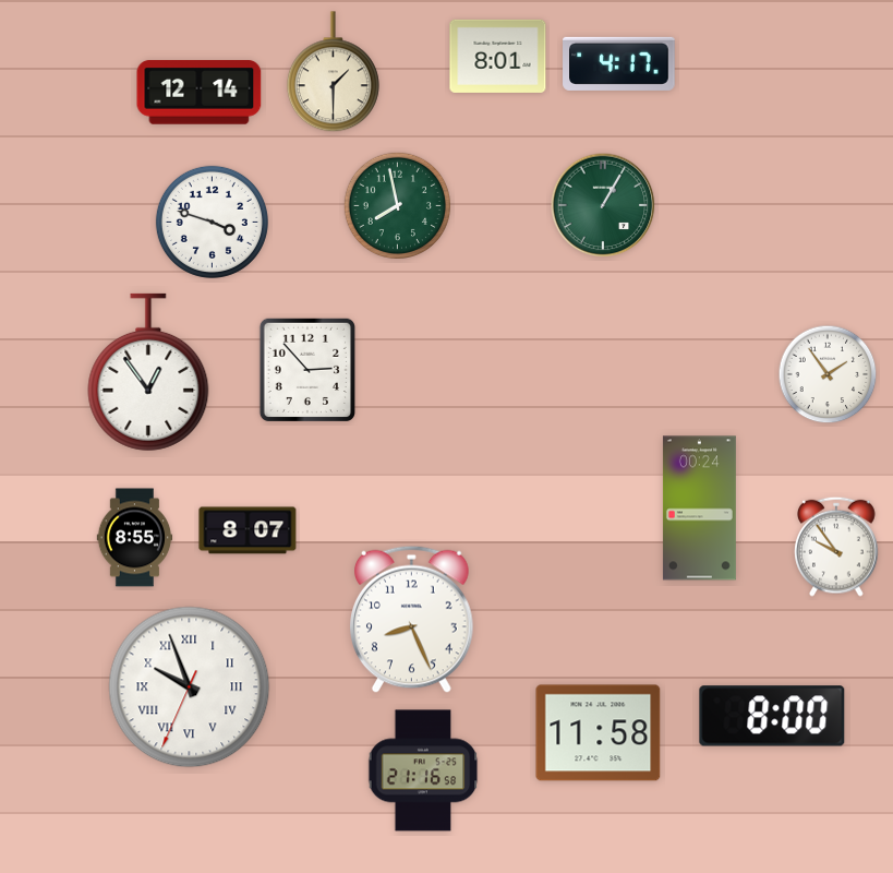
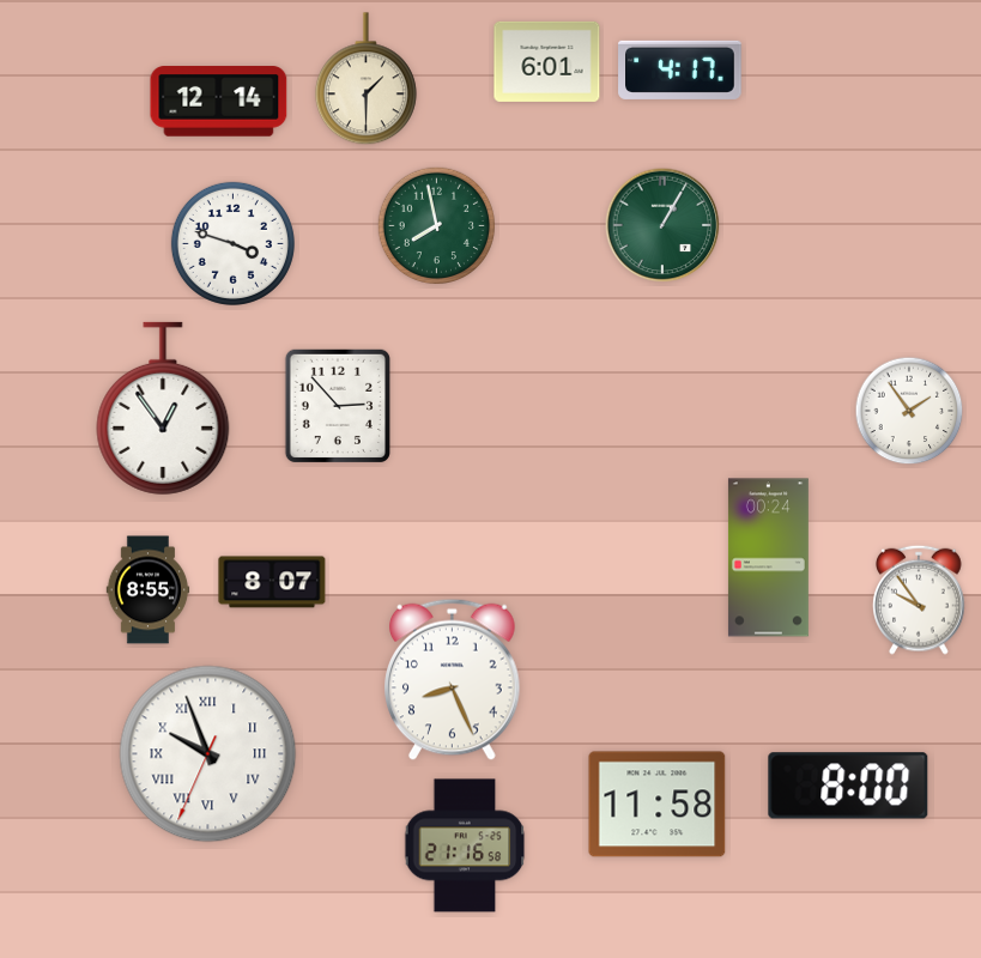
clock at (498, 56): 8:01 -> 6:01
